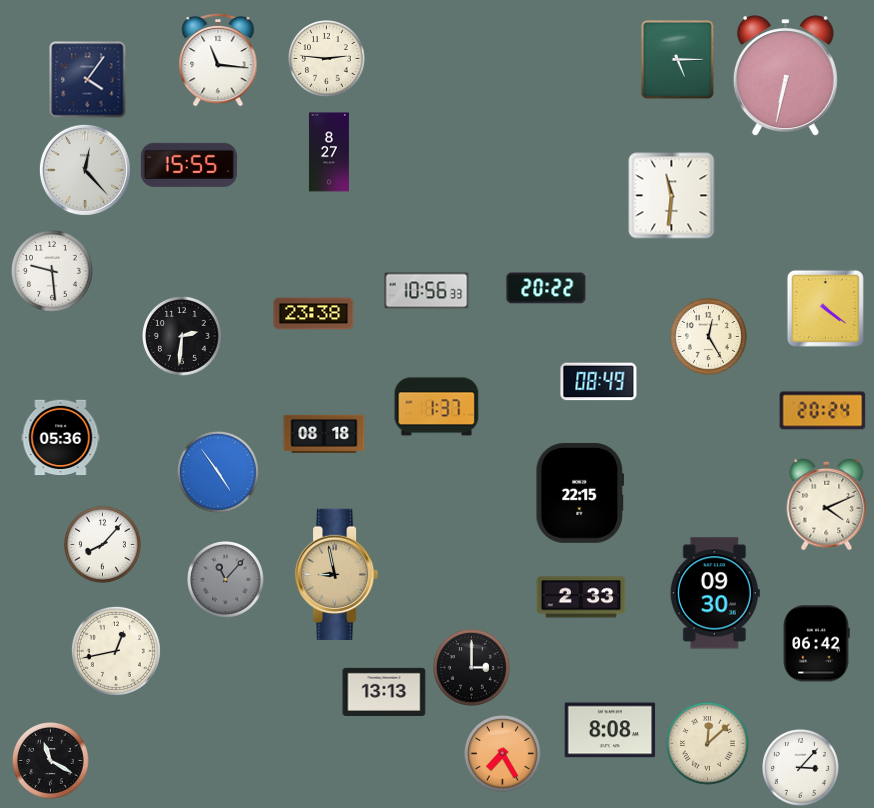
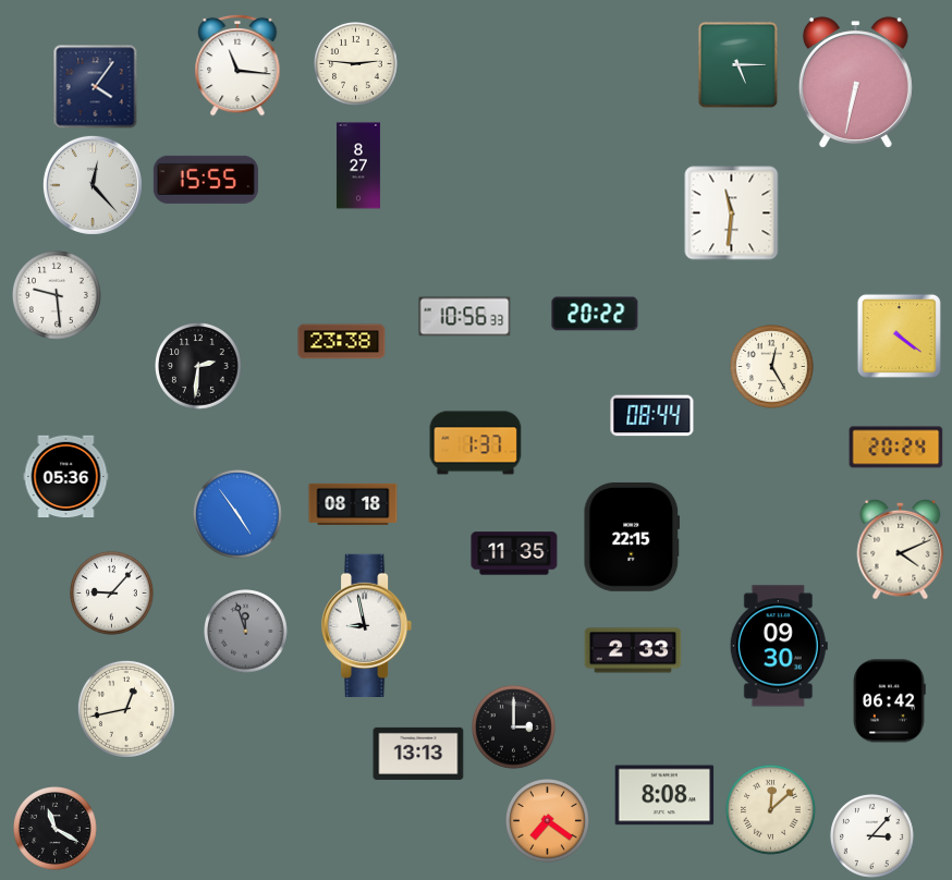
clock at (599, 382): 08:49 -> 08:44
clock at (324, 434) position: (324, 434) -> (353, 504)
clock at (514, 553): none -> 11:35
clock at (103, 545): 8:07 -> 9:07
clock at (338, 574) dial: champagne -> white
clock at (226, 580): 11:07 -> 11:57
clock at (503, 754): 7:25 -> 7:21
